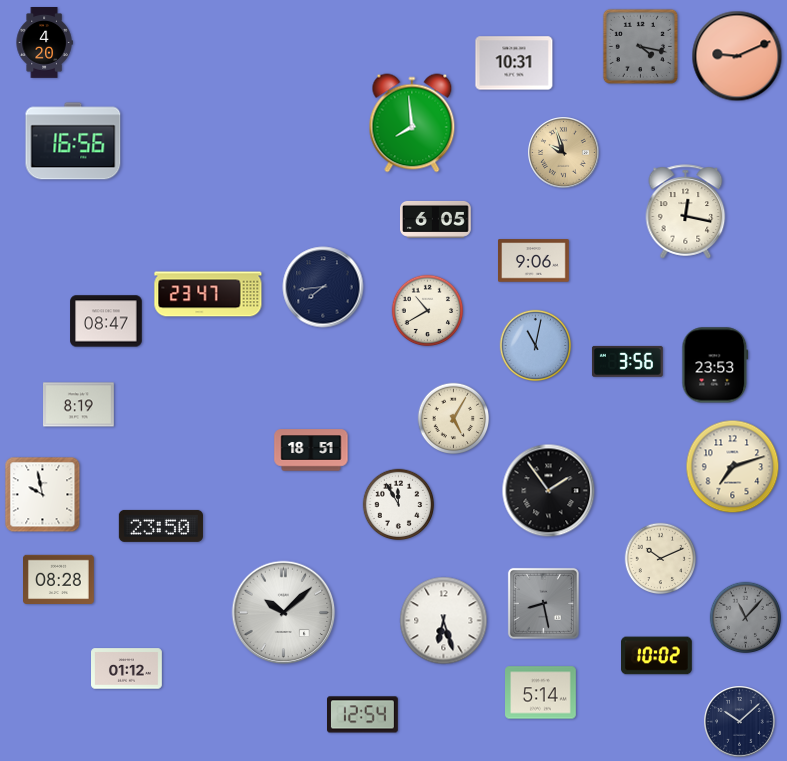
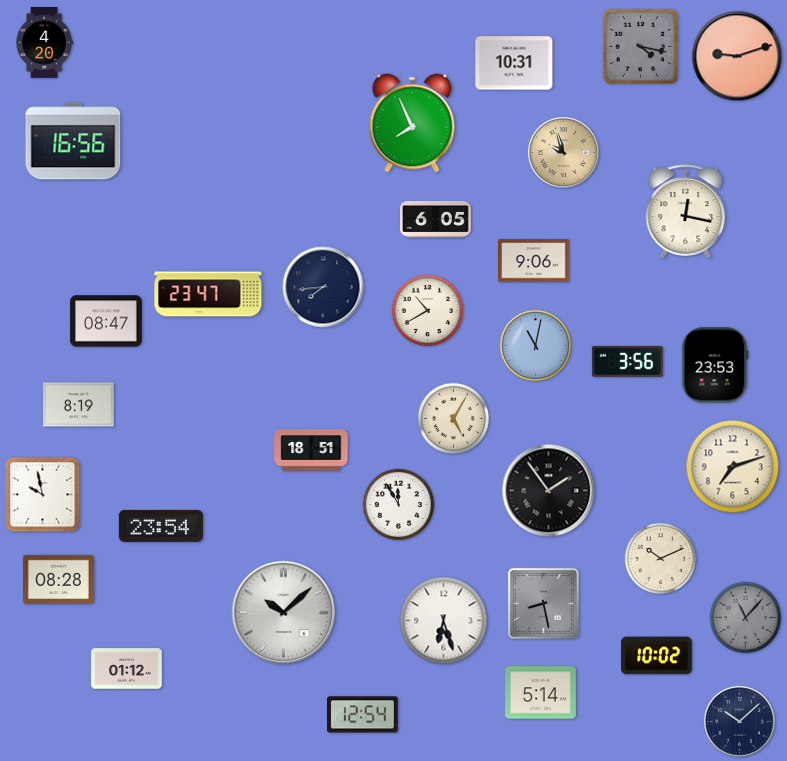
clock at (737, 56): 9:11 -> 9:12
clock at (412, 123): 7:59 -> 7:56
clock at (161, 526): 23:50 -> 23:54
